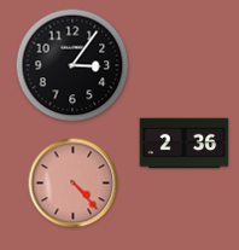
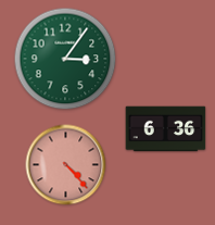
clock at (72, 65) dial: black -> green
clock at (185, 144): 2:36 -> 6:36
